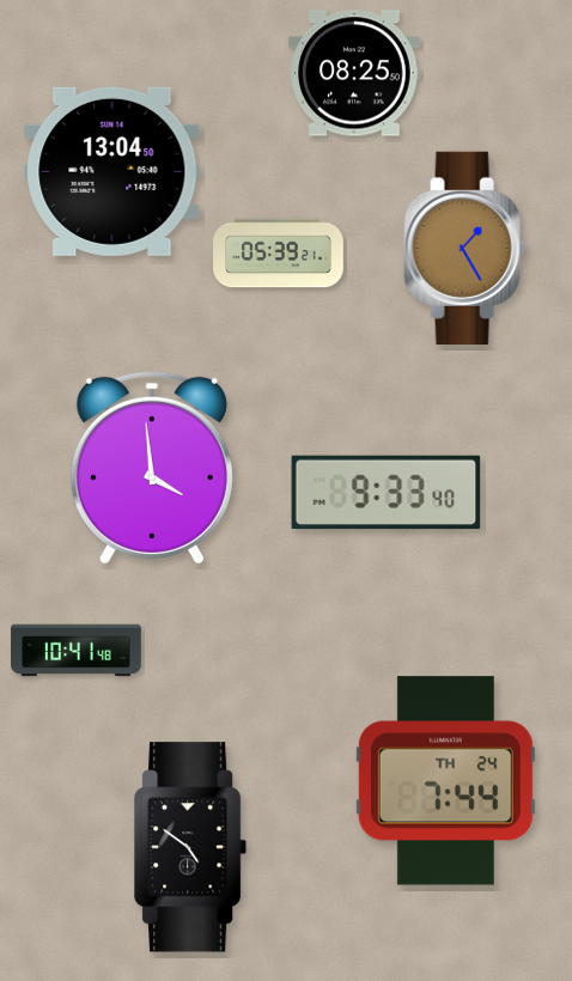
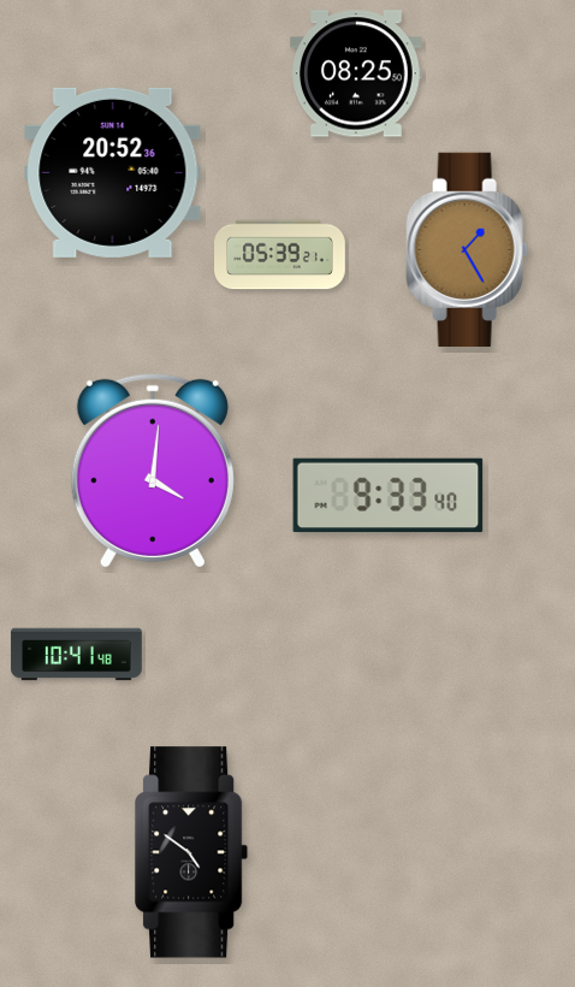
clock at (112, 171): 13:04 -> 20:52
clock at (152, 468): 3:59 -> 4:01
clock at (445, 781): 7:44 -> none
